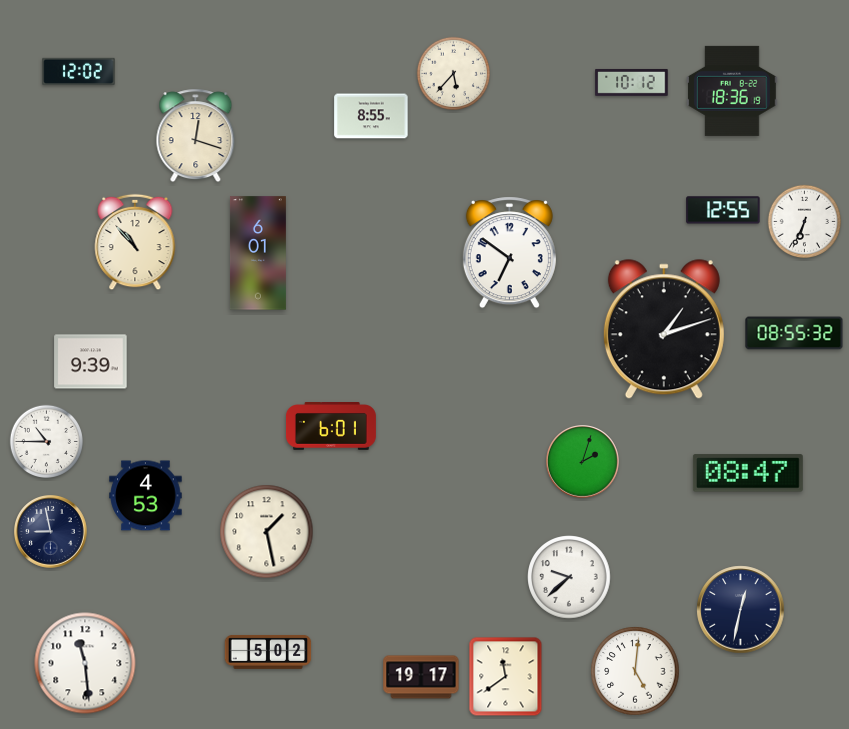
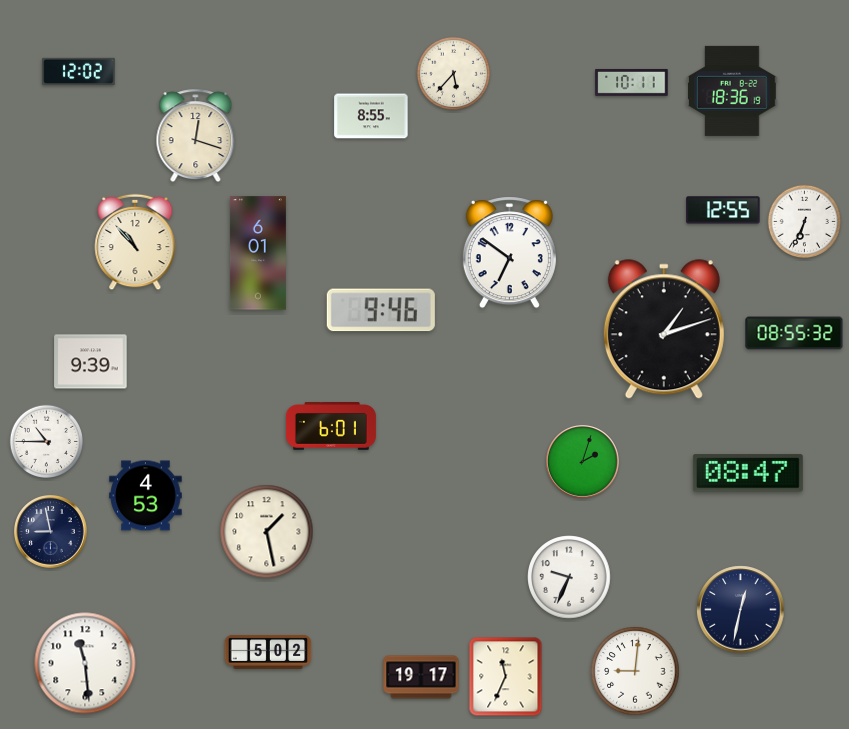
clock at (632, 82): 10:12 -> 10:11
clock at (381, 310): none -> 9:46
clock at (569, 577): 9:38 -> 9:34
clock at (635, 671): 5:01 -> 9:01
clock at (506, 677): 11:39 -> 11:34
